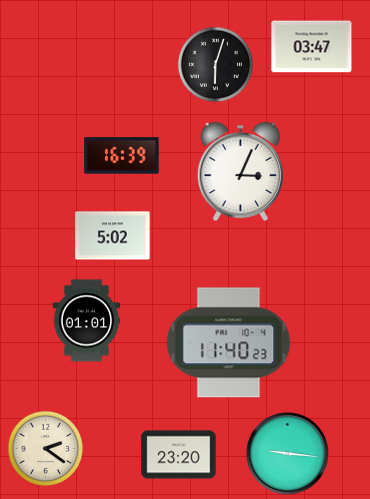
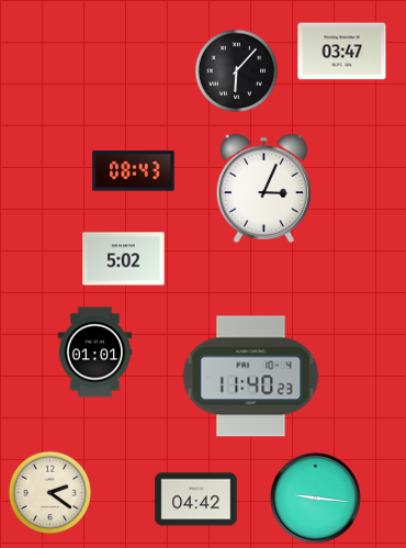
clock at (215, 64): 6:03 -> 6:07
clock at (122, 156): 16:39 -> 08:43
clock at (179, 455): 23:20 -> 04:42
